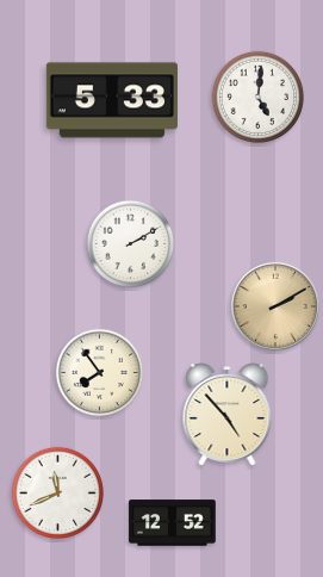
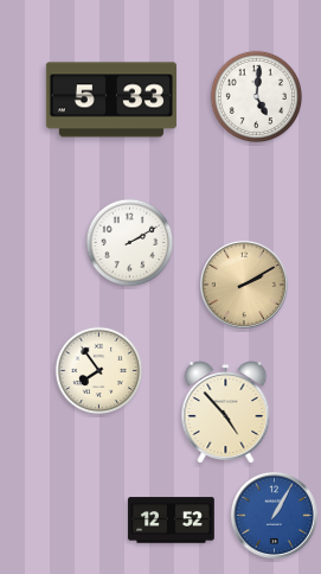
clock at (275, 306) position: (275, 306) -> (244, 285)
clock at (57, 492): 11:41 -> none
clock at (274, 515): none -> 1:05
